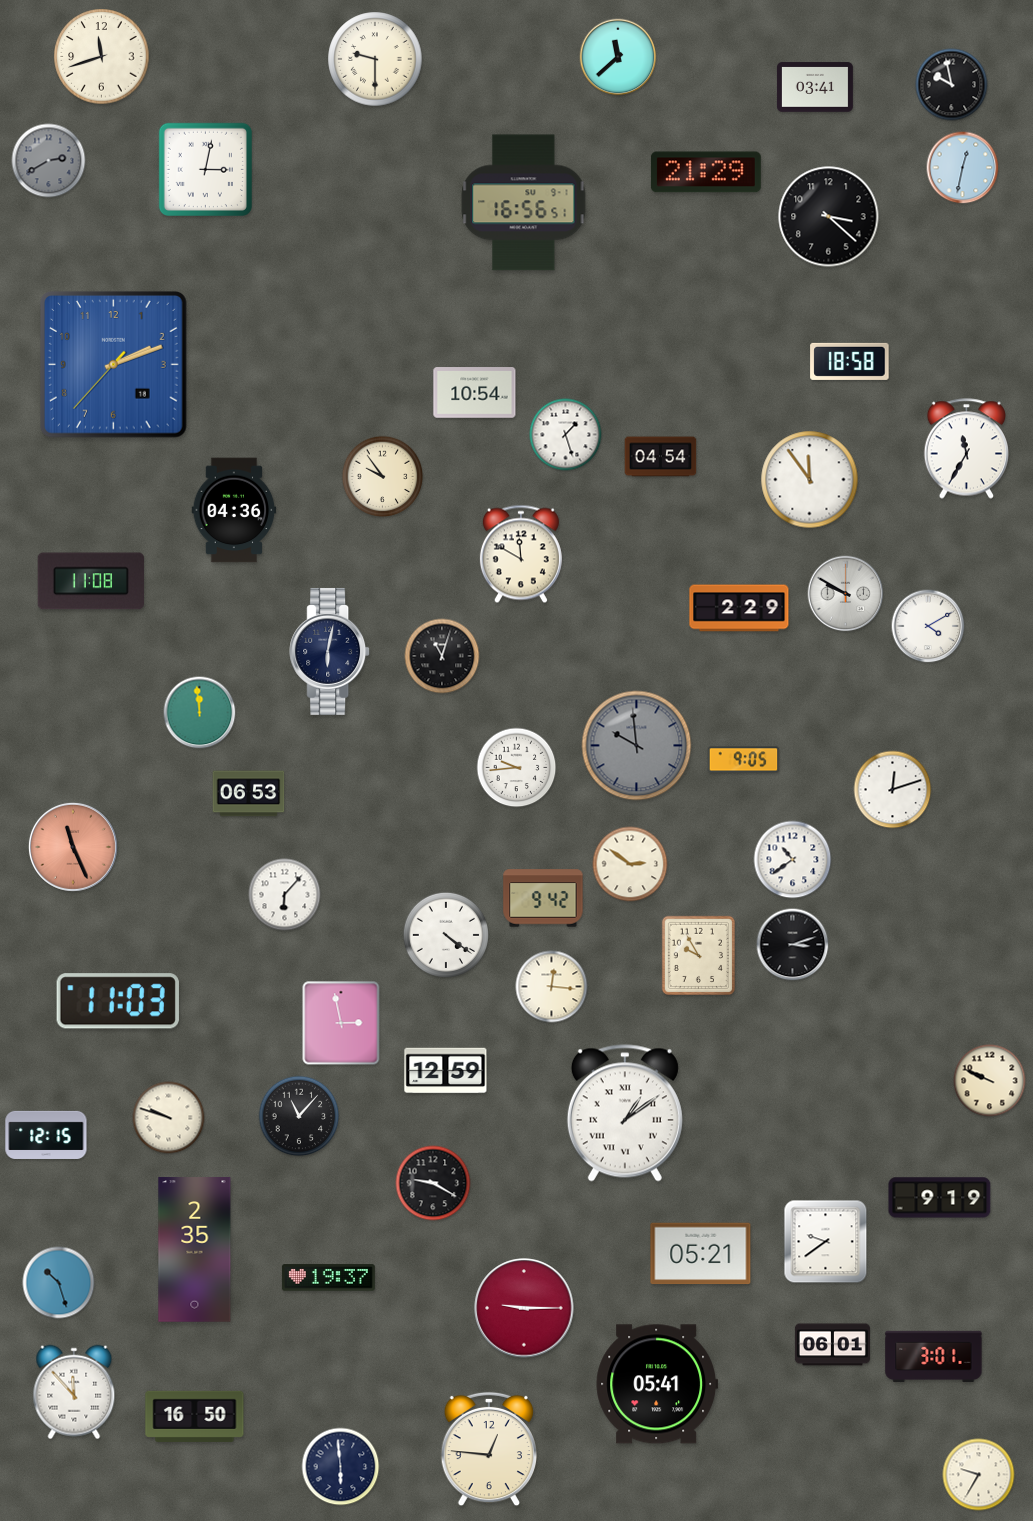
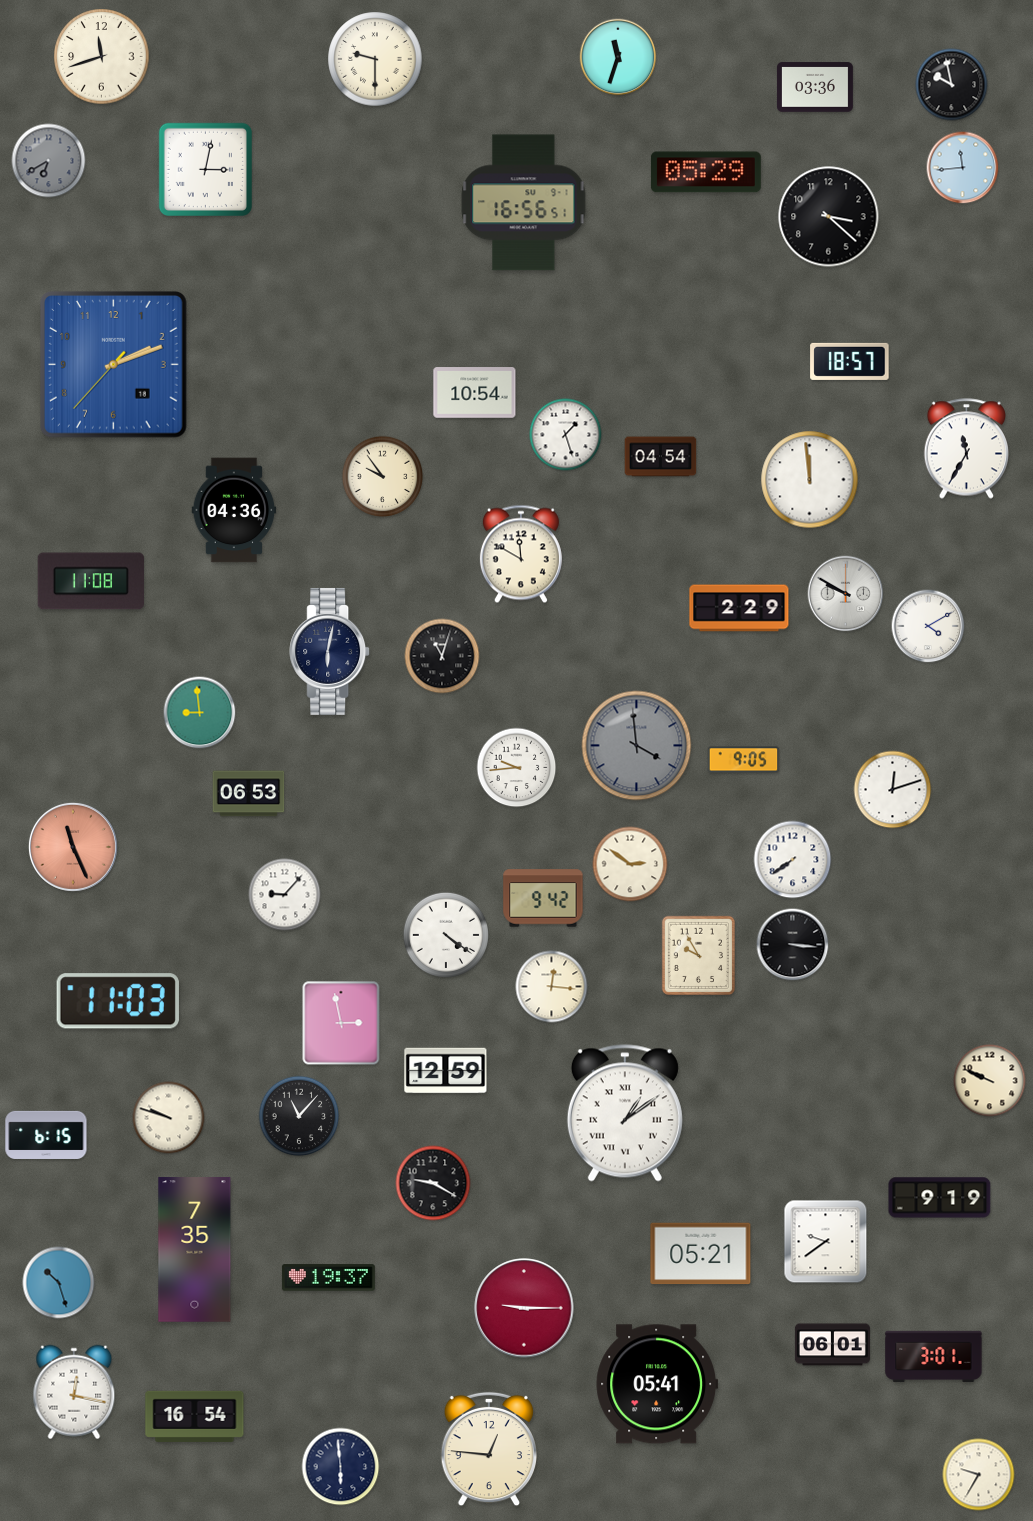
clock at (618, 57): 11:38 -> 11:33
clock at (815, 87): 03:41 -> 03:36
clock at (49, 161): 2:40 -> 6:40
clock at (963, 168): 12:32 -> 11:44
clock at (706, 172): 21:29 -> 05:29
clock at (850, 361): 18:58 -> 18:57
clock at (810, 480): 11:54 -> 11:59
clock at (200, 713): 11:59 -> 8:59
clock at (637, 746): 9:59 -> 3:59
clock at (793, 860): 10:39 -> 7:39
clock at (285, 895): 6:07 -> 9:07
clock at (793, 945): 3:12 -> 3:16
clock at (46, 1135): 12:15 -> 6:15
clock at (195, 1250): 2:35 -> 7:35
clock at (74, 1392): 11:53 -> 12:17
clock at (195, 1416): 16:50 -> 16:54
